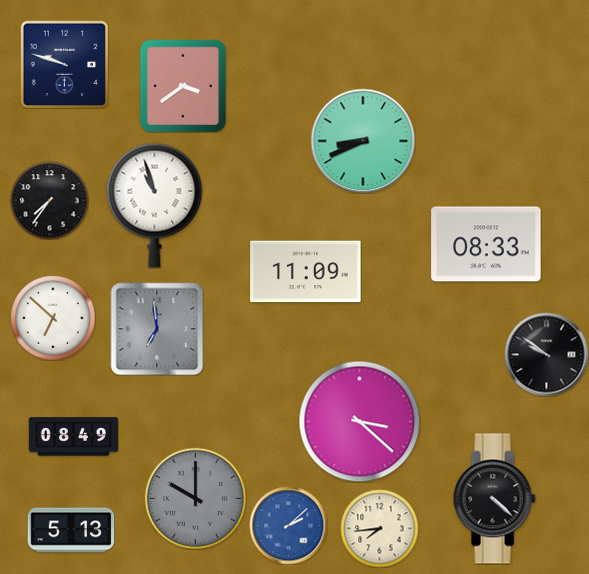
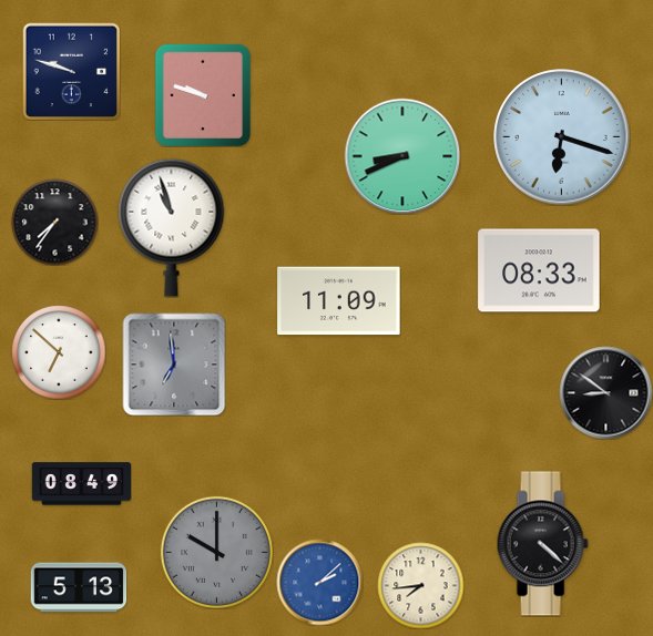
clock at (182, 85): 3:39 -> 9:48
clock at (562, 137): none -> 6:18
clock at (546, 354): 9:51 -> 8:51
clock at (359, 421): 3:22 -> none
clock at (494, 499) position: (494, 499) -> (542, 544)
